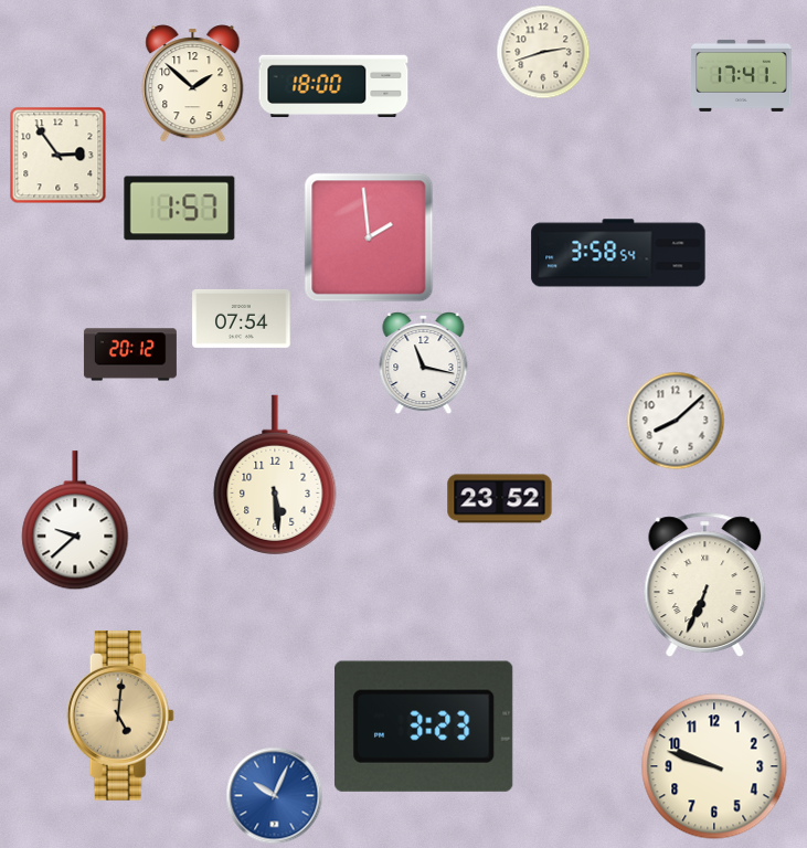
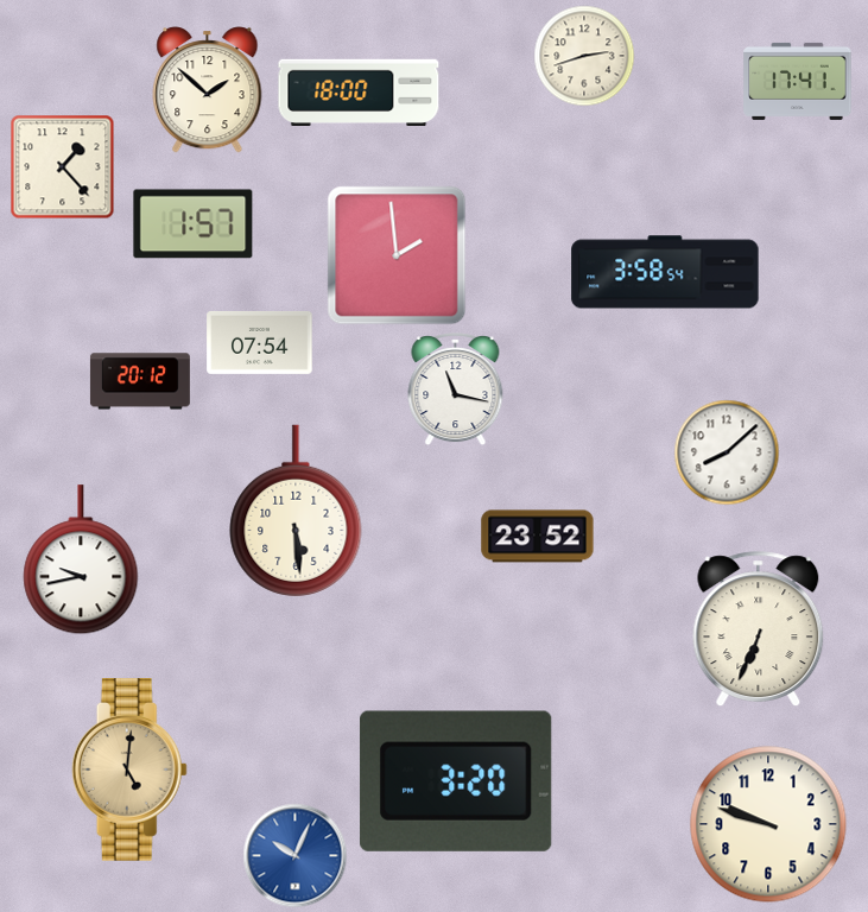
clock at (59, 156): 2:54 -> 1:23
clock at (75, 521): 9:38 -> 9:43
clock at (424, 727): 3:23 -> 3:20
